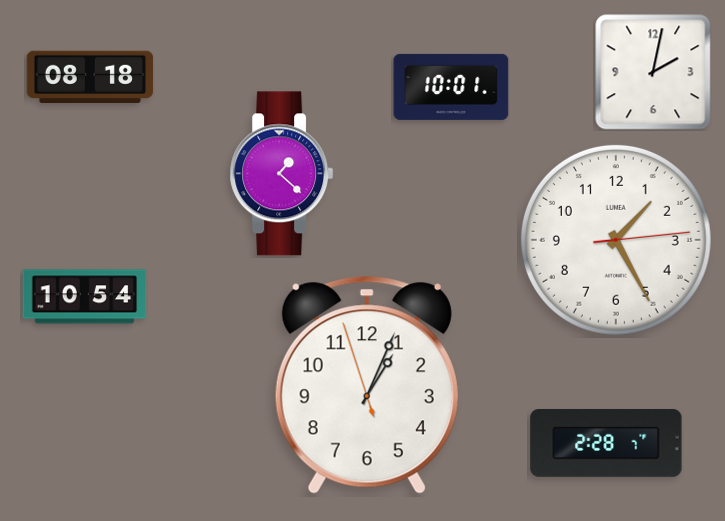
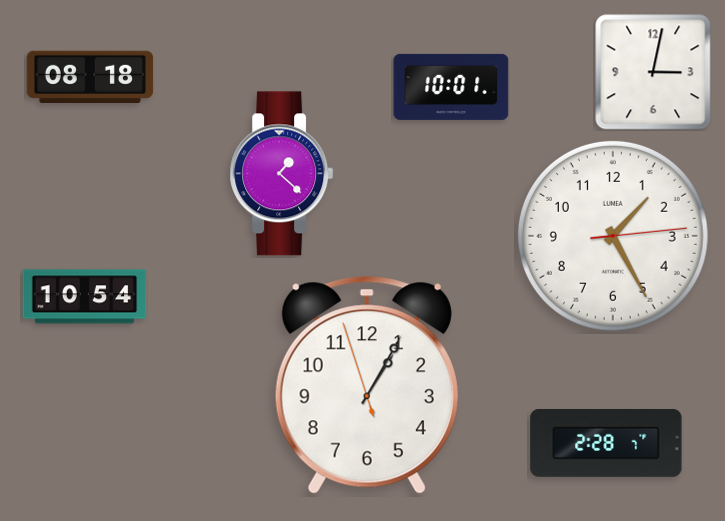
clock at (653, 72): 2:02 -> 3:02
clock at (616, 240) position: (616, 240) -> (613, 236)
clock at (367, 385): 1:03 -> 1:04
